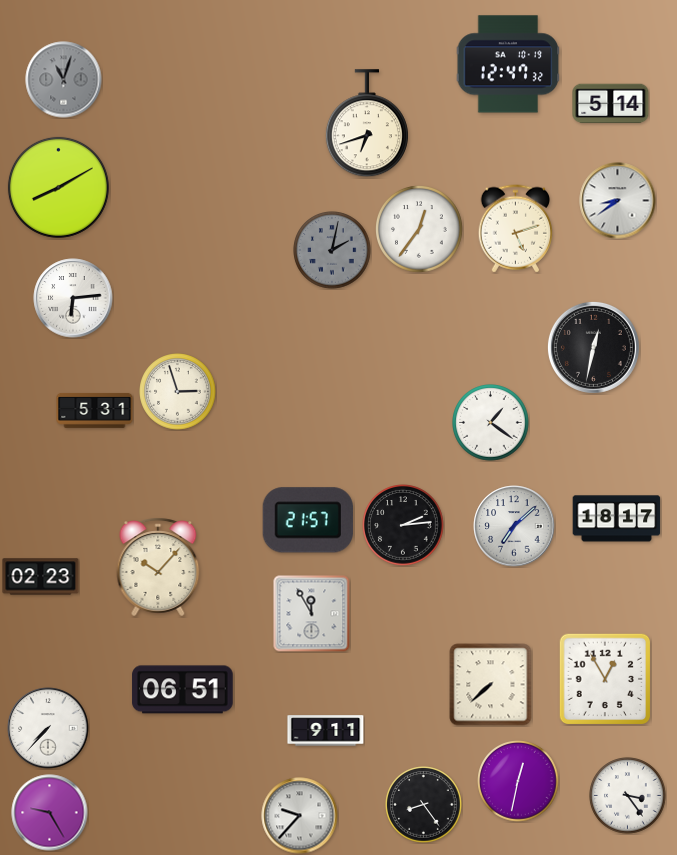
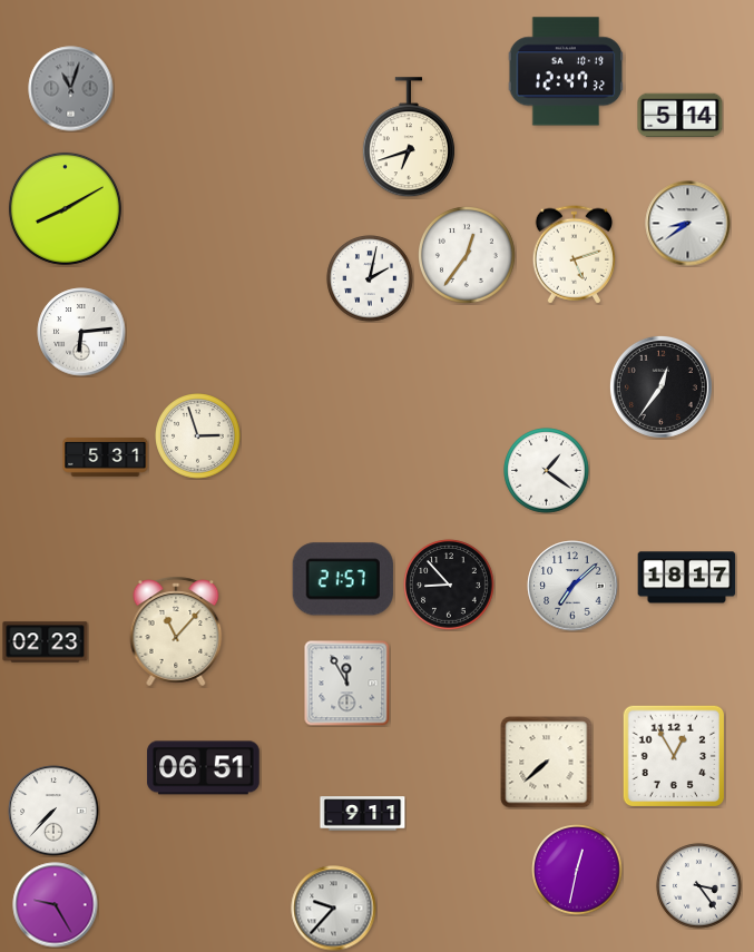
clock at (332, 250) dial: grey -> white
clock at (593, 347): 12:32 -> 12:36
clock at (403, 525): 2:14 -> 8:53
clock at (158, 567): 10:07 -> 11:07
clock at (424, 805): 8:24 -> none
